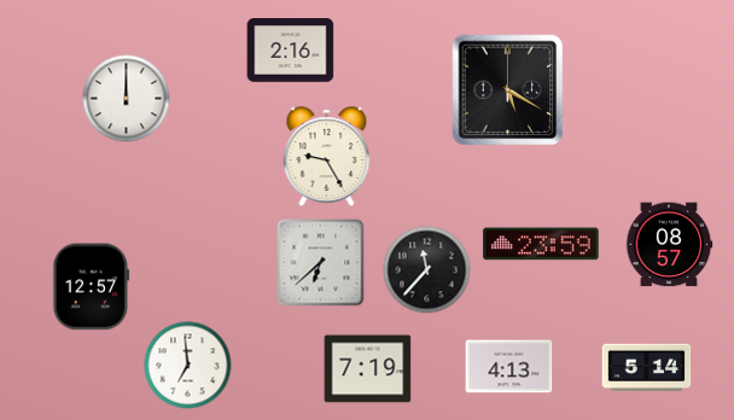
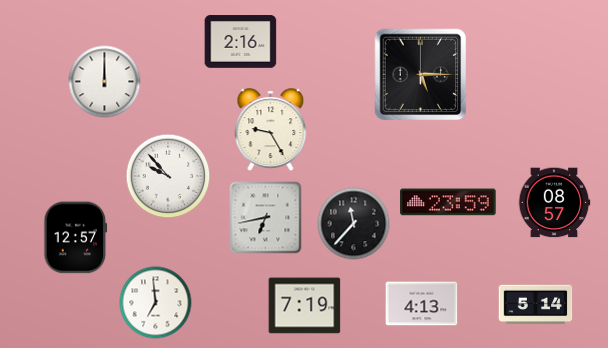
clock at (508, 91): 5:20 -> 5:15
clock at (168, 176): none -> 9:53
clock at (321, 263): 6:38 -> 6:43
